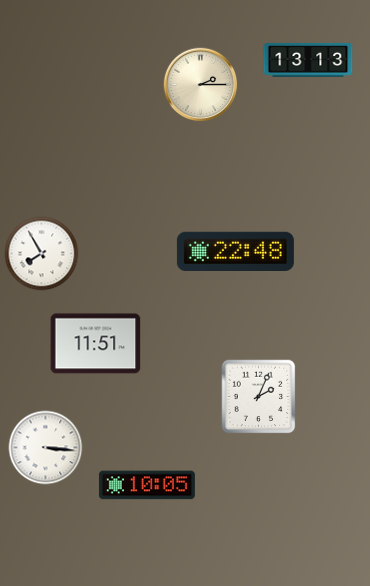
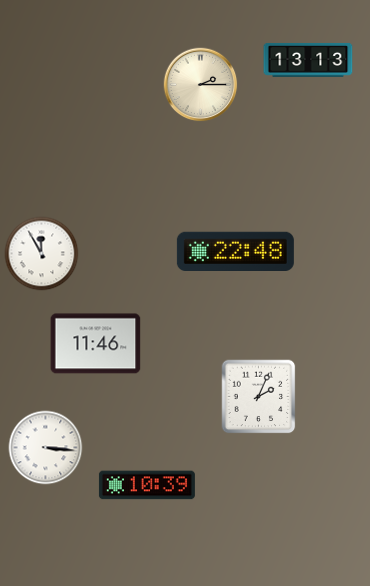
clock at (42, 254): 7:55 -> 11:55
clock at (96, 344): 11:51 -> 11:46
clock at (147, 485): 10:05 -> 10:39
